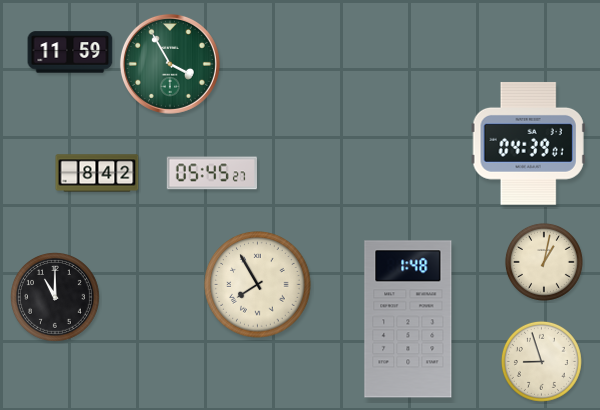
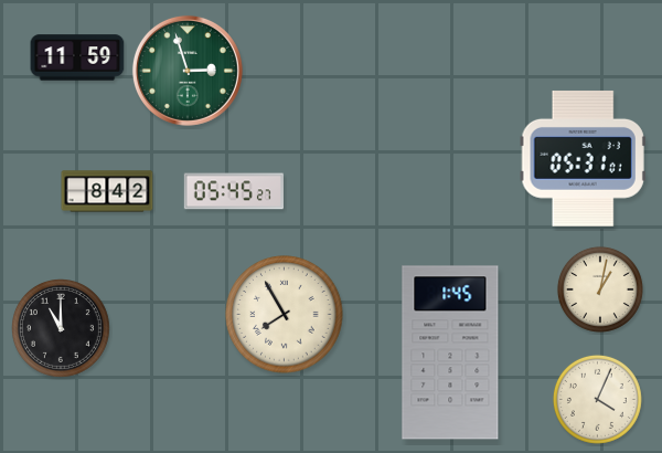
clock at (170, 64): 3:55 -> 2:57
clock at (528, 143): 04:39 -> 05:31
clock at (408, 319): 1:48 -> 1:45
clock at (541, 361): 8:57 -> 4:04
